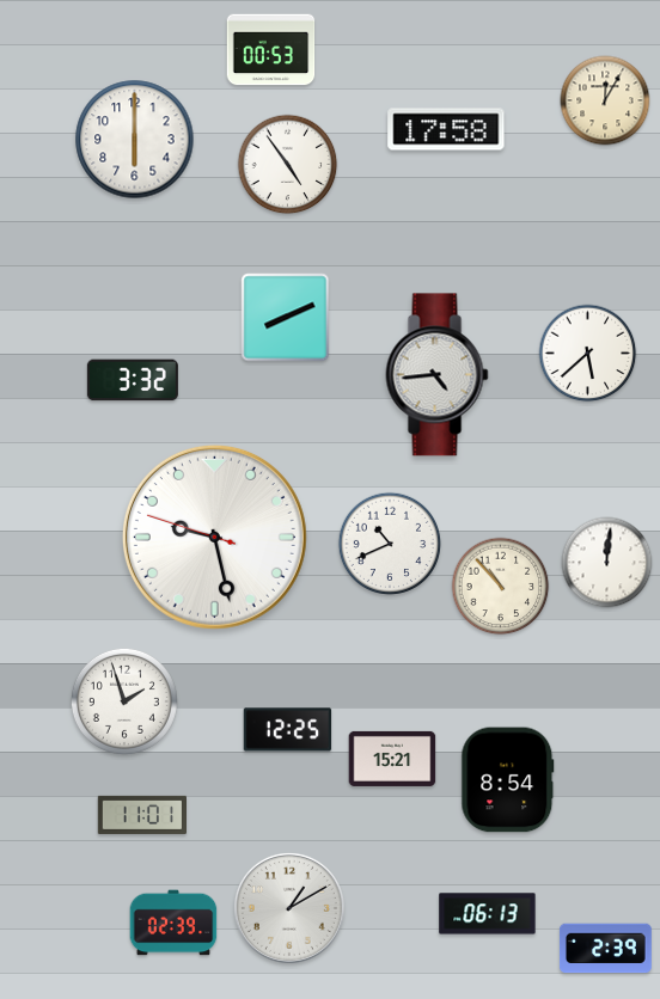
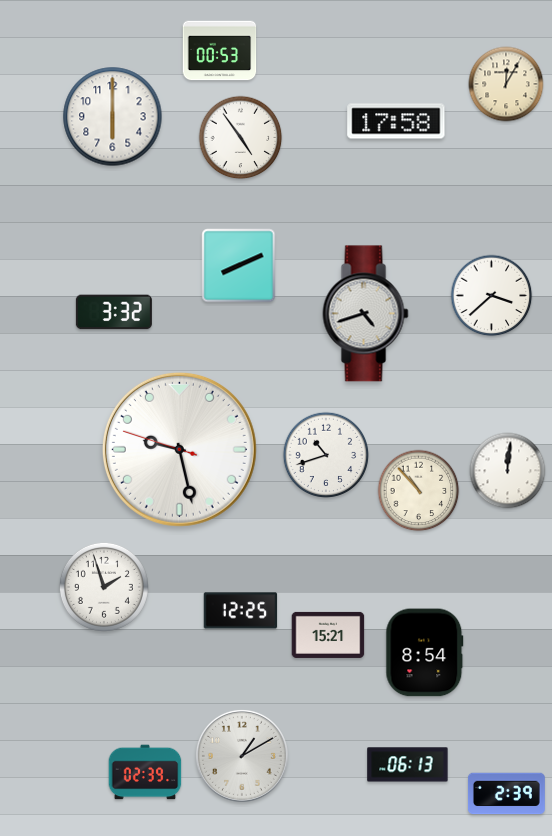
clock at (271, 50) position: (271, 50) -> (220, 51)
clock at (446, 129) position: (446, 129) -> (396, 121)
clock at (588, 354): 5:38 -> 3:38
clock at (438, 375): 4:44 -> 4:42
clock at (133, 380) position: (133, 380) -> (114, 312)
clock at (390, 544): 10:41 -> 10:42
clock at (141, 815): 11:01 -> none
clock at (289, 908) position: (289, 908) -> (242, 756)
